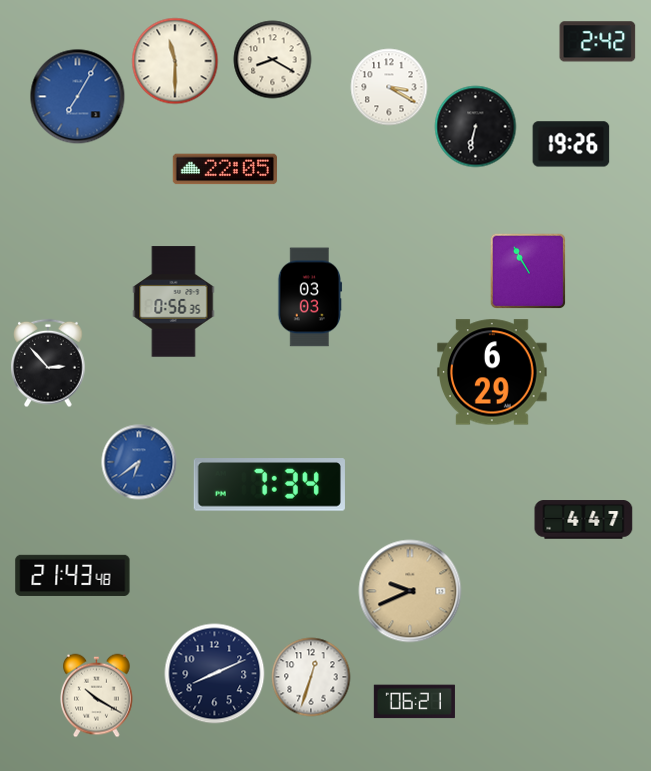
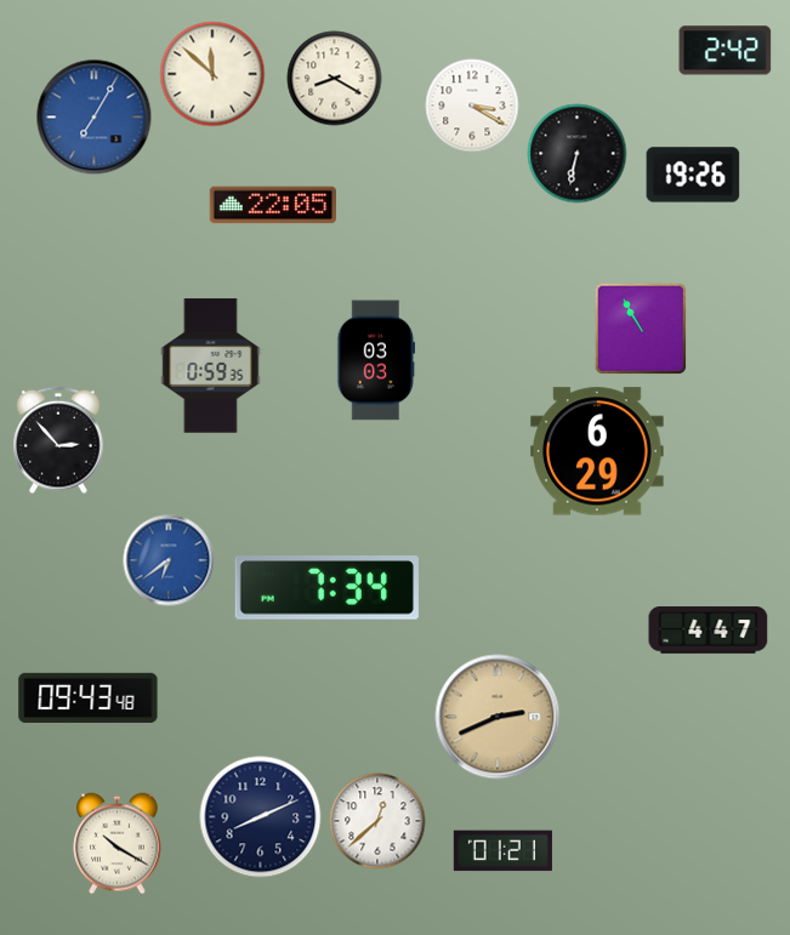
clock at (273, 60) position: (273, 60) -> (335, 79)
clock at (175, 61): 11:30 -> 11:52
clock at (174, 302): 0:56 -> 0:59
clock at (73, 575): 21:43 -> 09:43
clock at (410, 591): 9:41 -> 2:41
clock at (311, 677): 12:33 -> 12:38
clock at (414, 702): 06:21 -> 01:21
